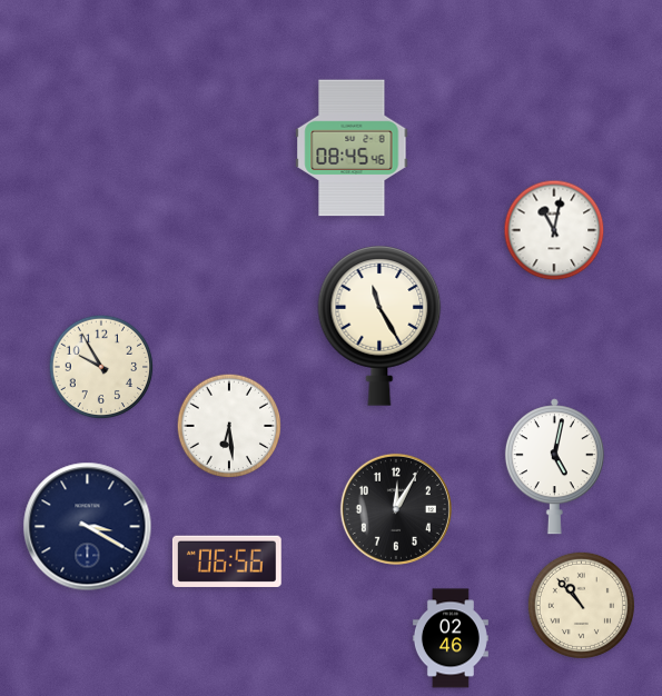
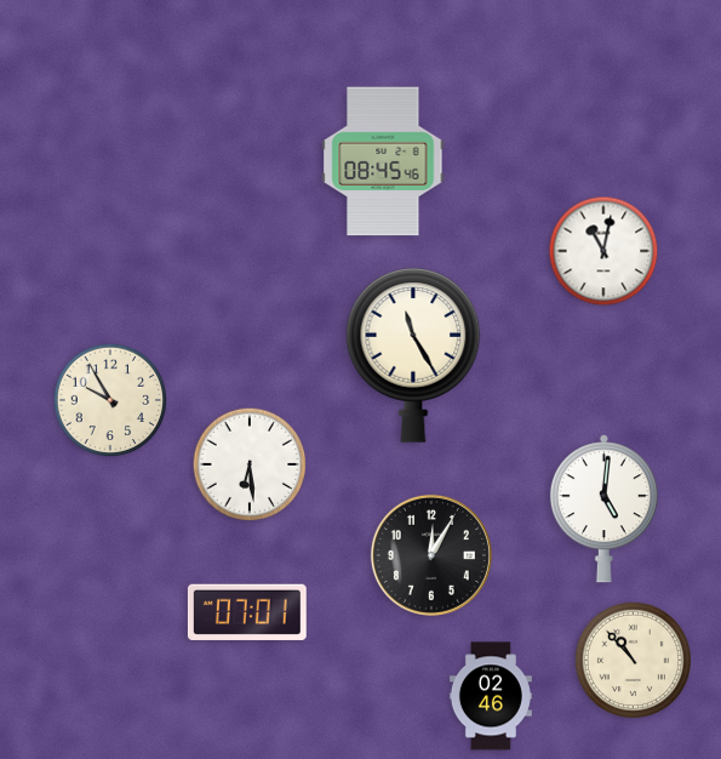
clock at (554, 467): 5:02 -> 5:01
clock at (88, 527): 3:20 -> none
clock at (227, 561): 06:56 -> 07:01
